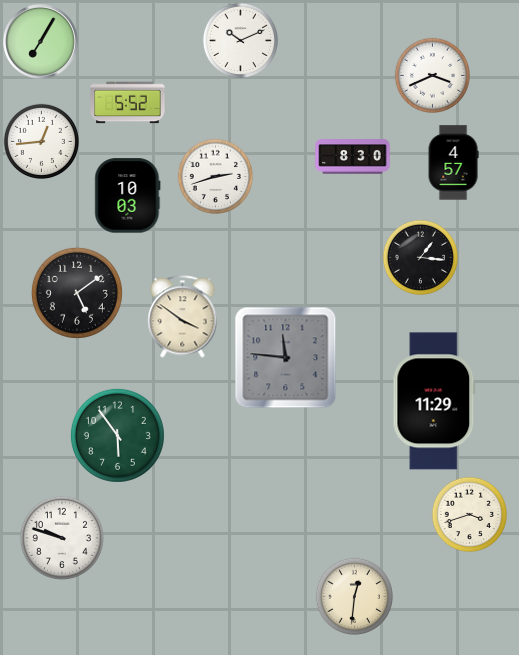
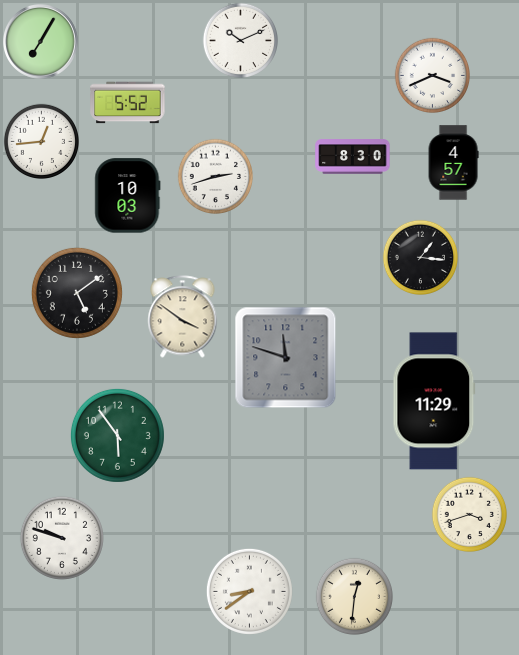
clock at (286, 358): 11:46 -> 11:48
clock at (249, 591): none -> 8:39
